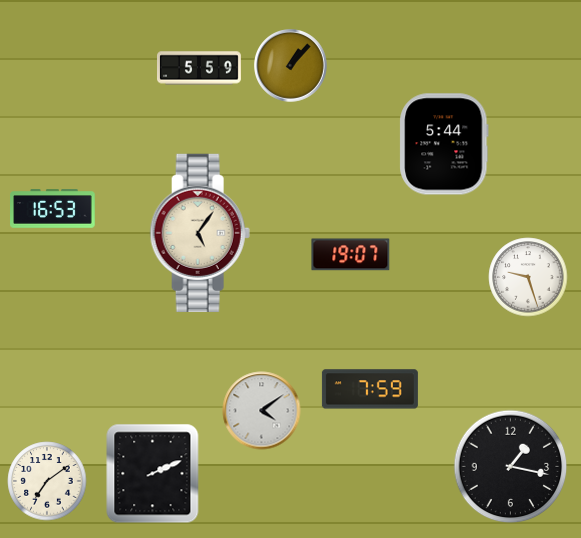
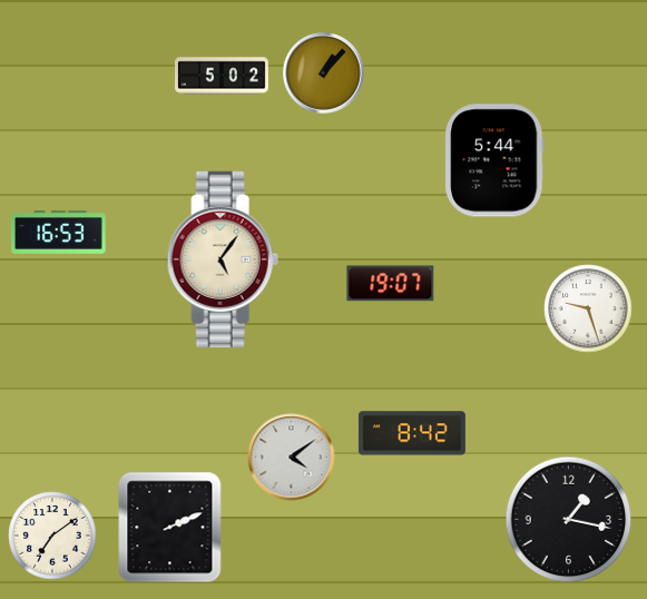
clock at (200, 68): 5:59 -> 5:02
clock at (370, 389): 7:59 -> 8:42
